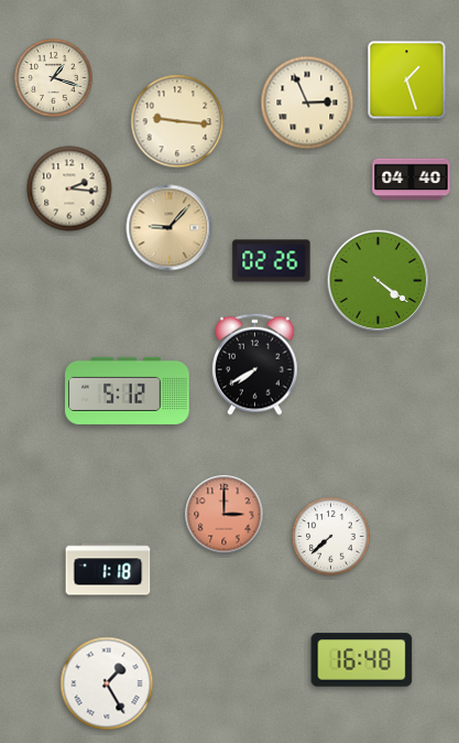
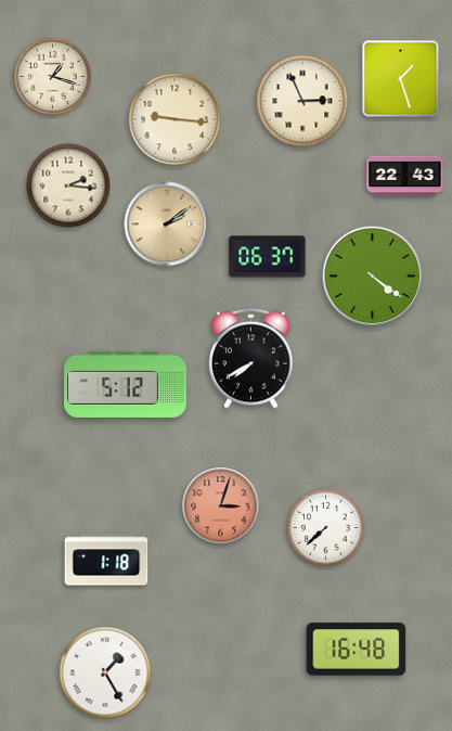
clock at (412, 180): 04:40 -> 22:43
clock at (170, 228): 9:07 -> 2:09
clock at (272, 261): 02:26 -> 06:37
clock at (225, 515): 3:00 -> 3:03
